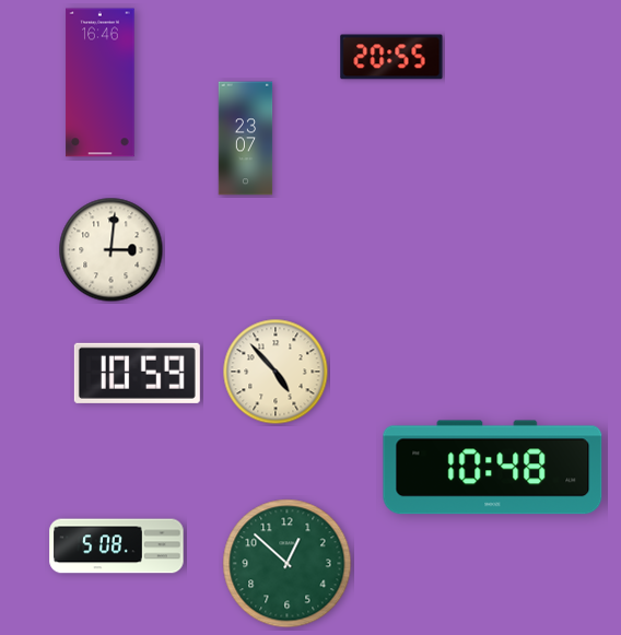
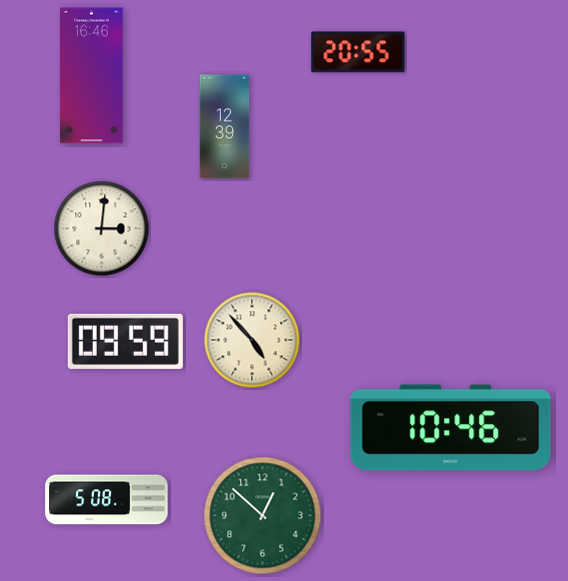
clock at (246, 139): 23:07 -> 12:39
clock at (137, 373): 10:59 -> 09:59
clock at (493, 468): 10:48 -> 10:46
